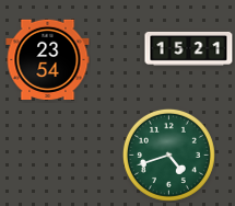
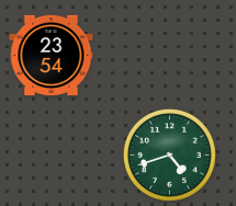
clock at (189, 48): 15:21 -> none
clock at (48, 59) position: (48, 59) -> (52, 55)
